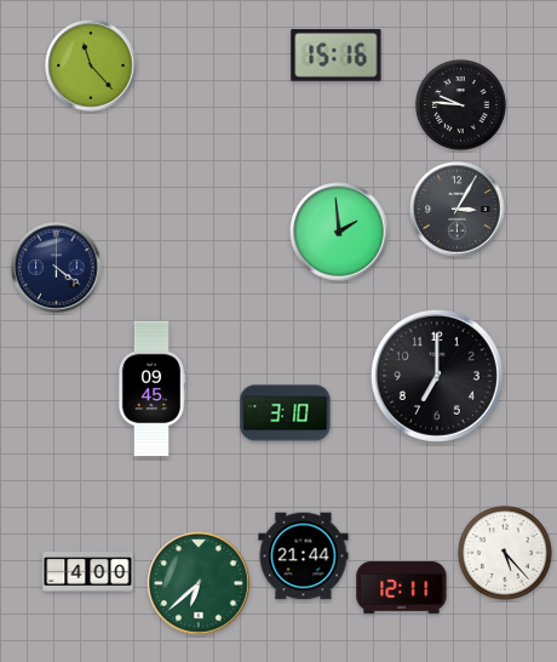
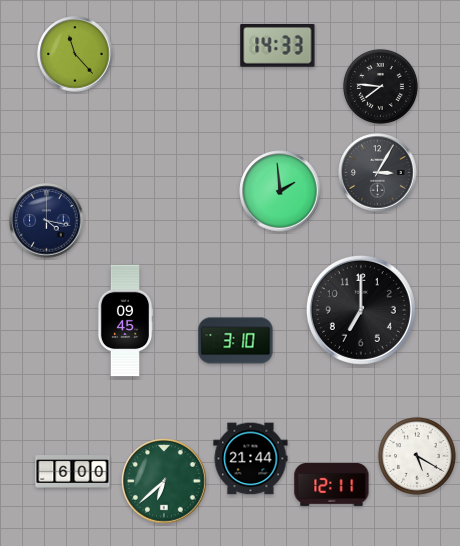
clock at (337, 56): 15:16 -> 14:33
clock at (460, 104): 9:46 -> 7:46
clock at (57, 268): 4:21 -> 4:17
clock at (505, 553): 5:23 -> 5:20
clock at (88, 572): 4:00 -> 6:00
